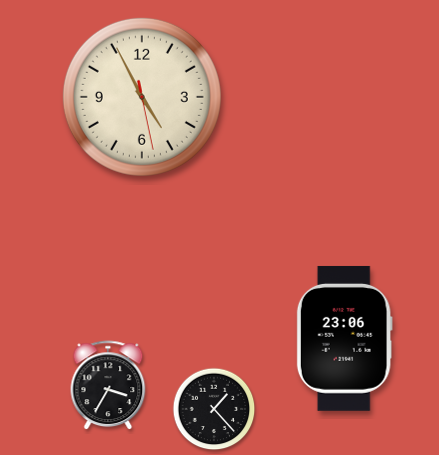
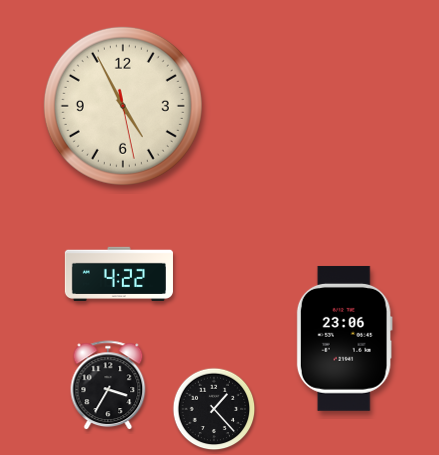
clock at (142, 97) position: (142, 97) -> (123, 106)
clock at (119, 274): none -> 4:22
